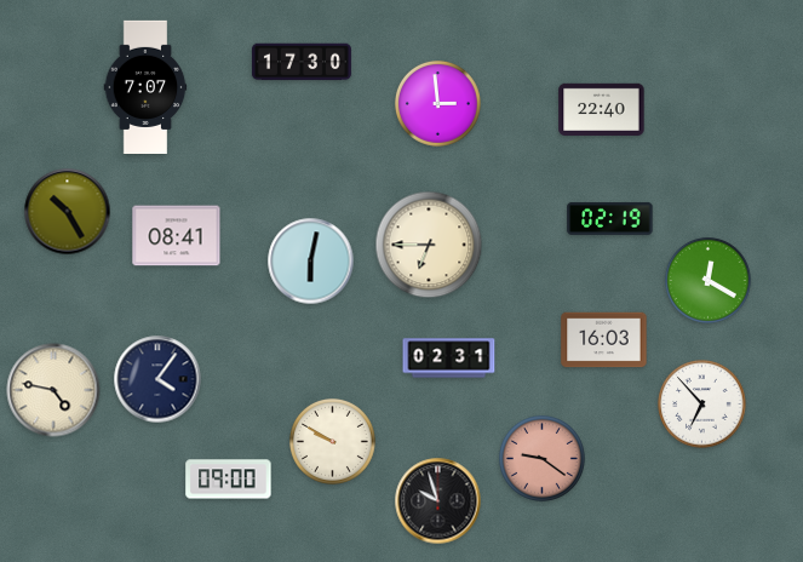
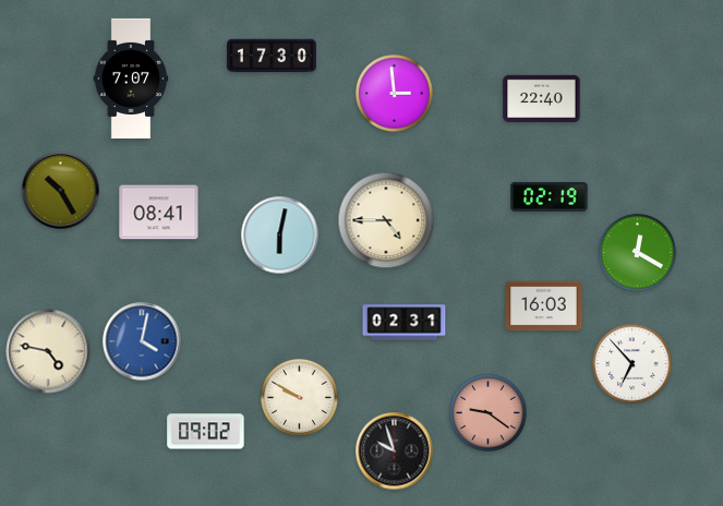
clock at (429, 245): 6:45 -> 4:45
clock at (157, 379): 4:06 -> 4:02
clock at (157, 379) dial: navy -> blue
clock at (229, 480): 09:00 -> 09:02
